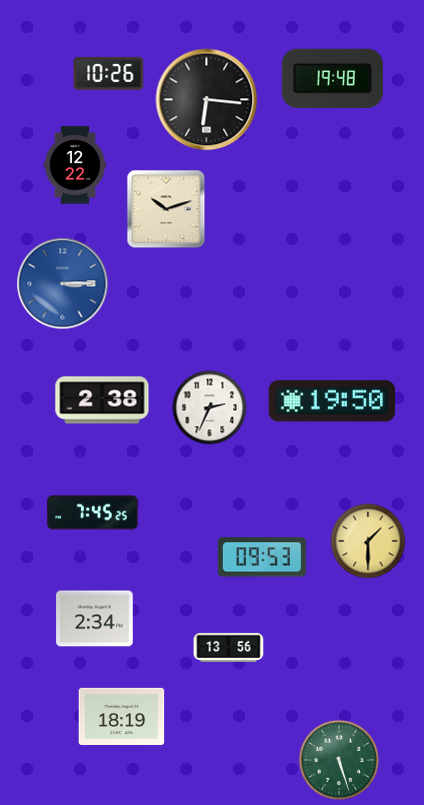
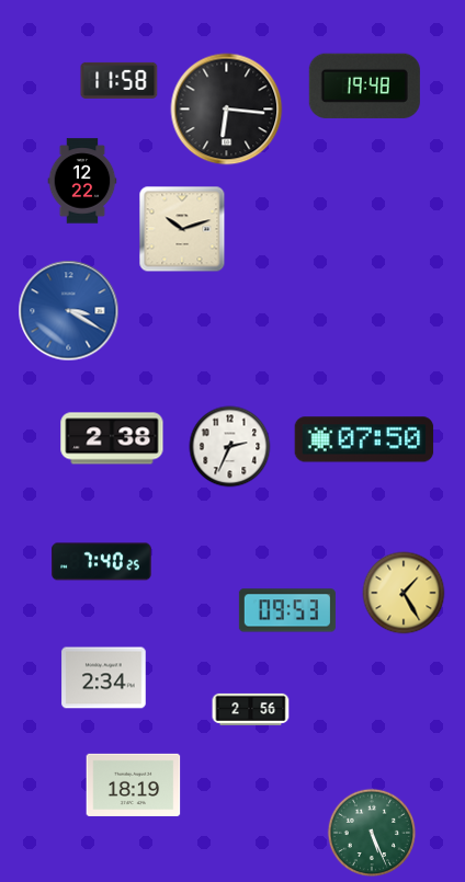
clock at (109, 73): 10:26 -> 11:58
clock at (63, 284): 3:15 -> 3:20
clock at (332, 401): 19:50 -> 07:50
clock at (93, 513): 7:45 -> 7:40
clock at (368, 541): 1:30 -> 1:25
clock at (229, 647): 13:56 -> 2:56
clock at (339, 760): 5:27 -> 5:26
